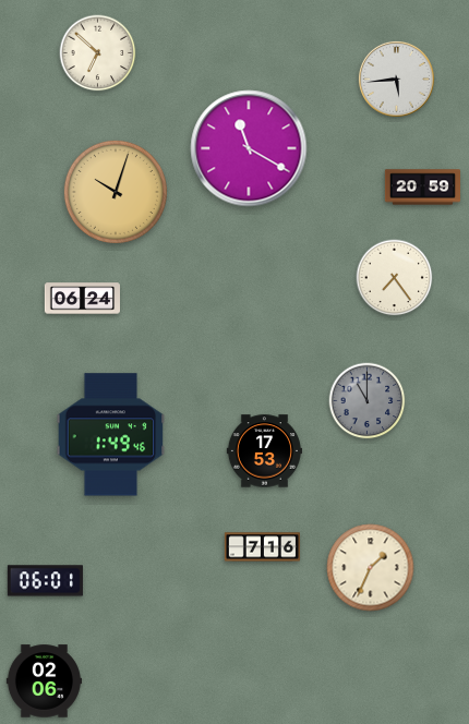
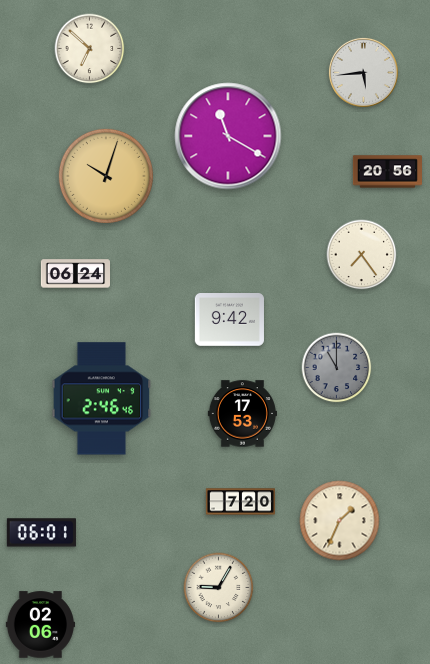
clock at (422, 188): 20:59 -> 20:56
clock at (229, 320): none -> 9:42
clock at (111, 435): 1:49 -> 2:46
clock at (262, 547): 7:16 -> 7:20
clock at (219, 588): none -> 9:05
